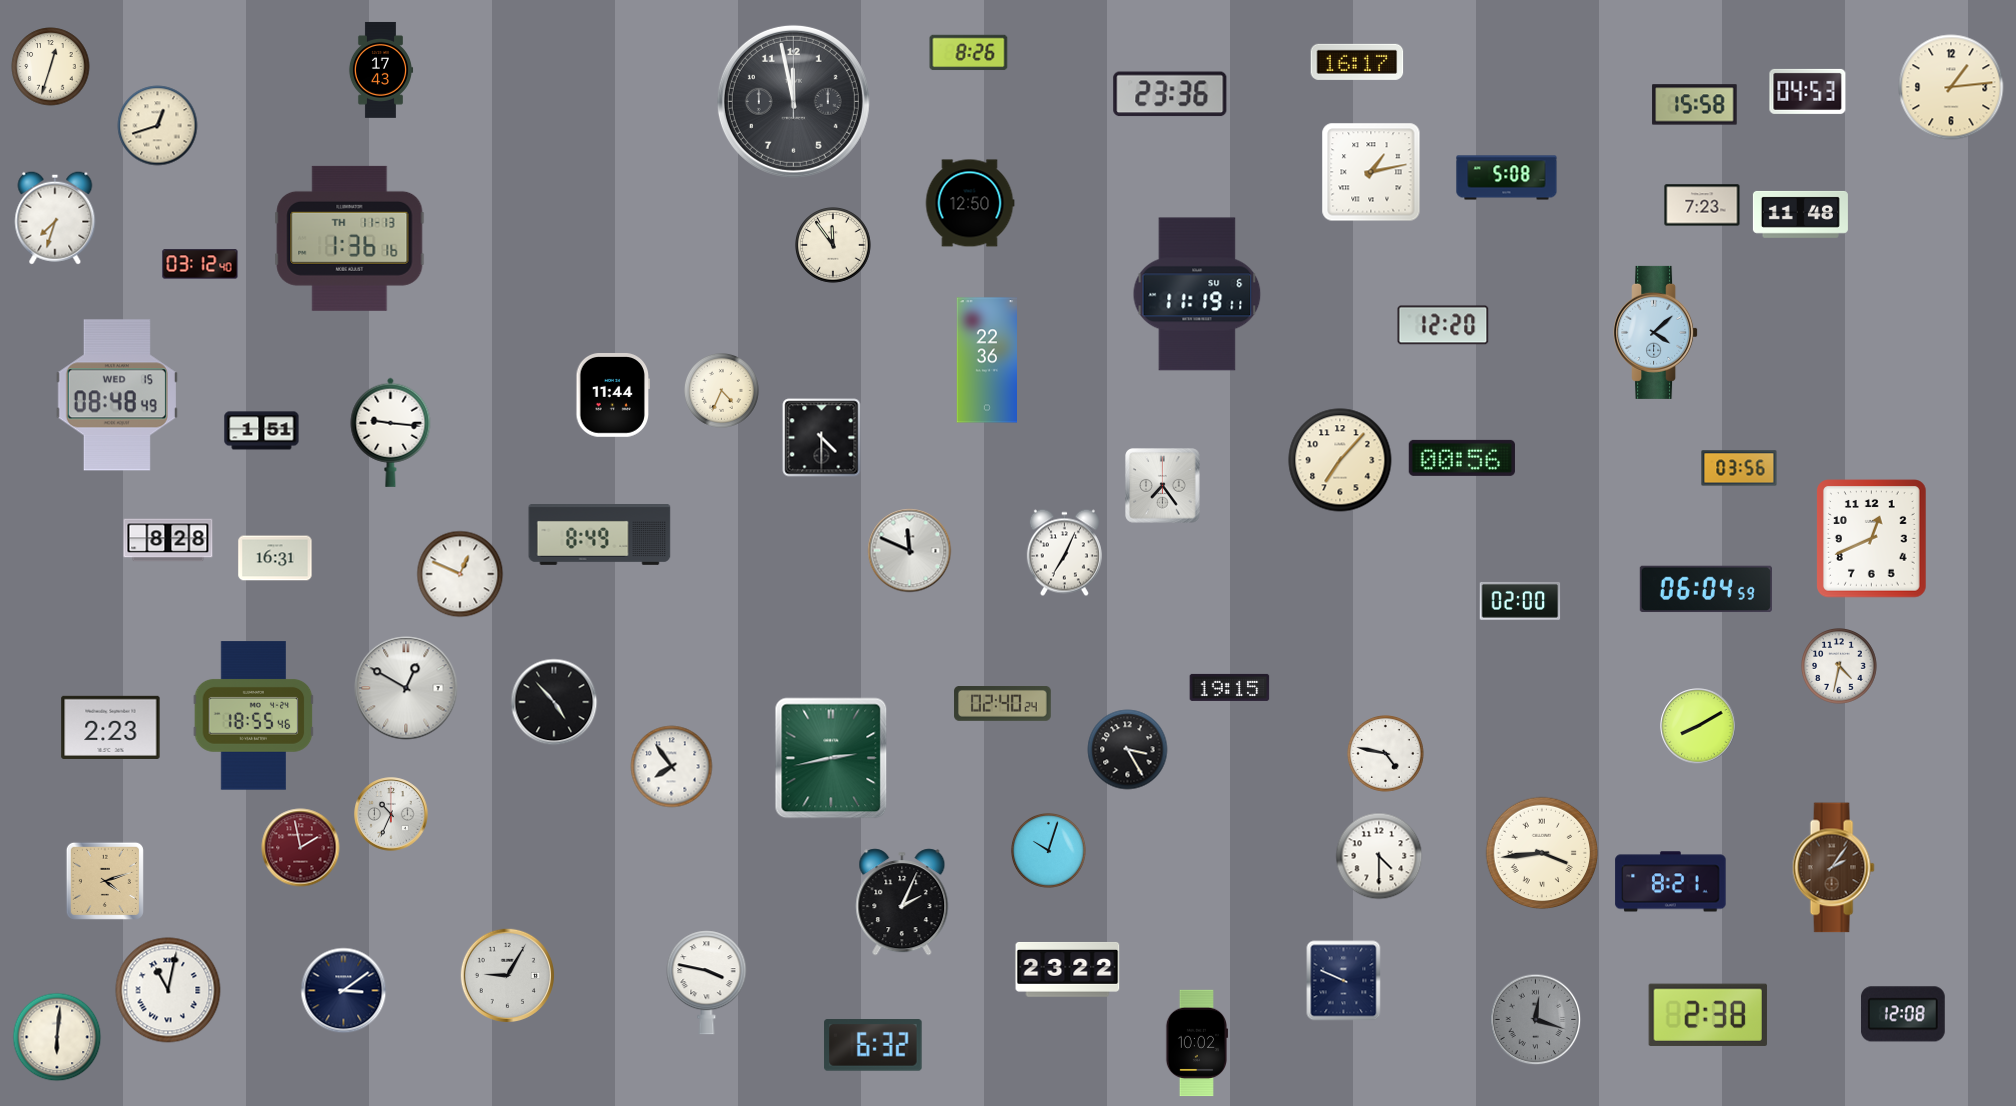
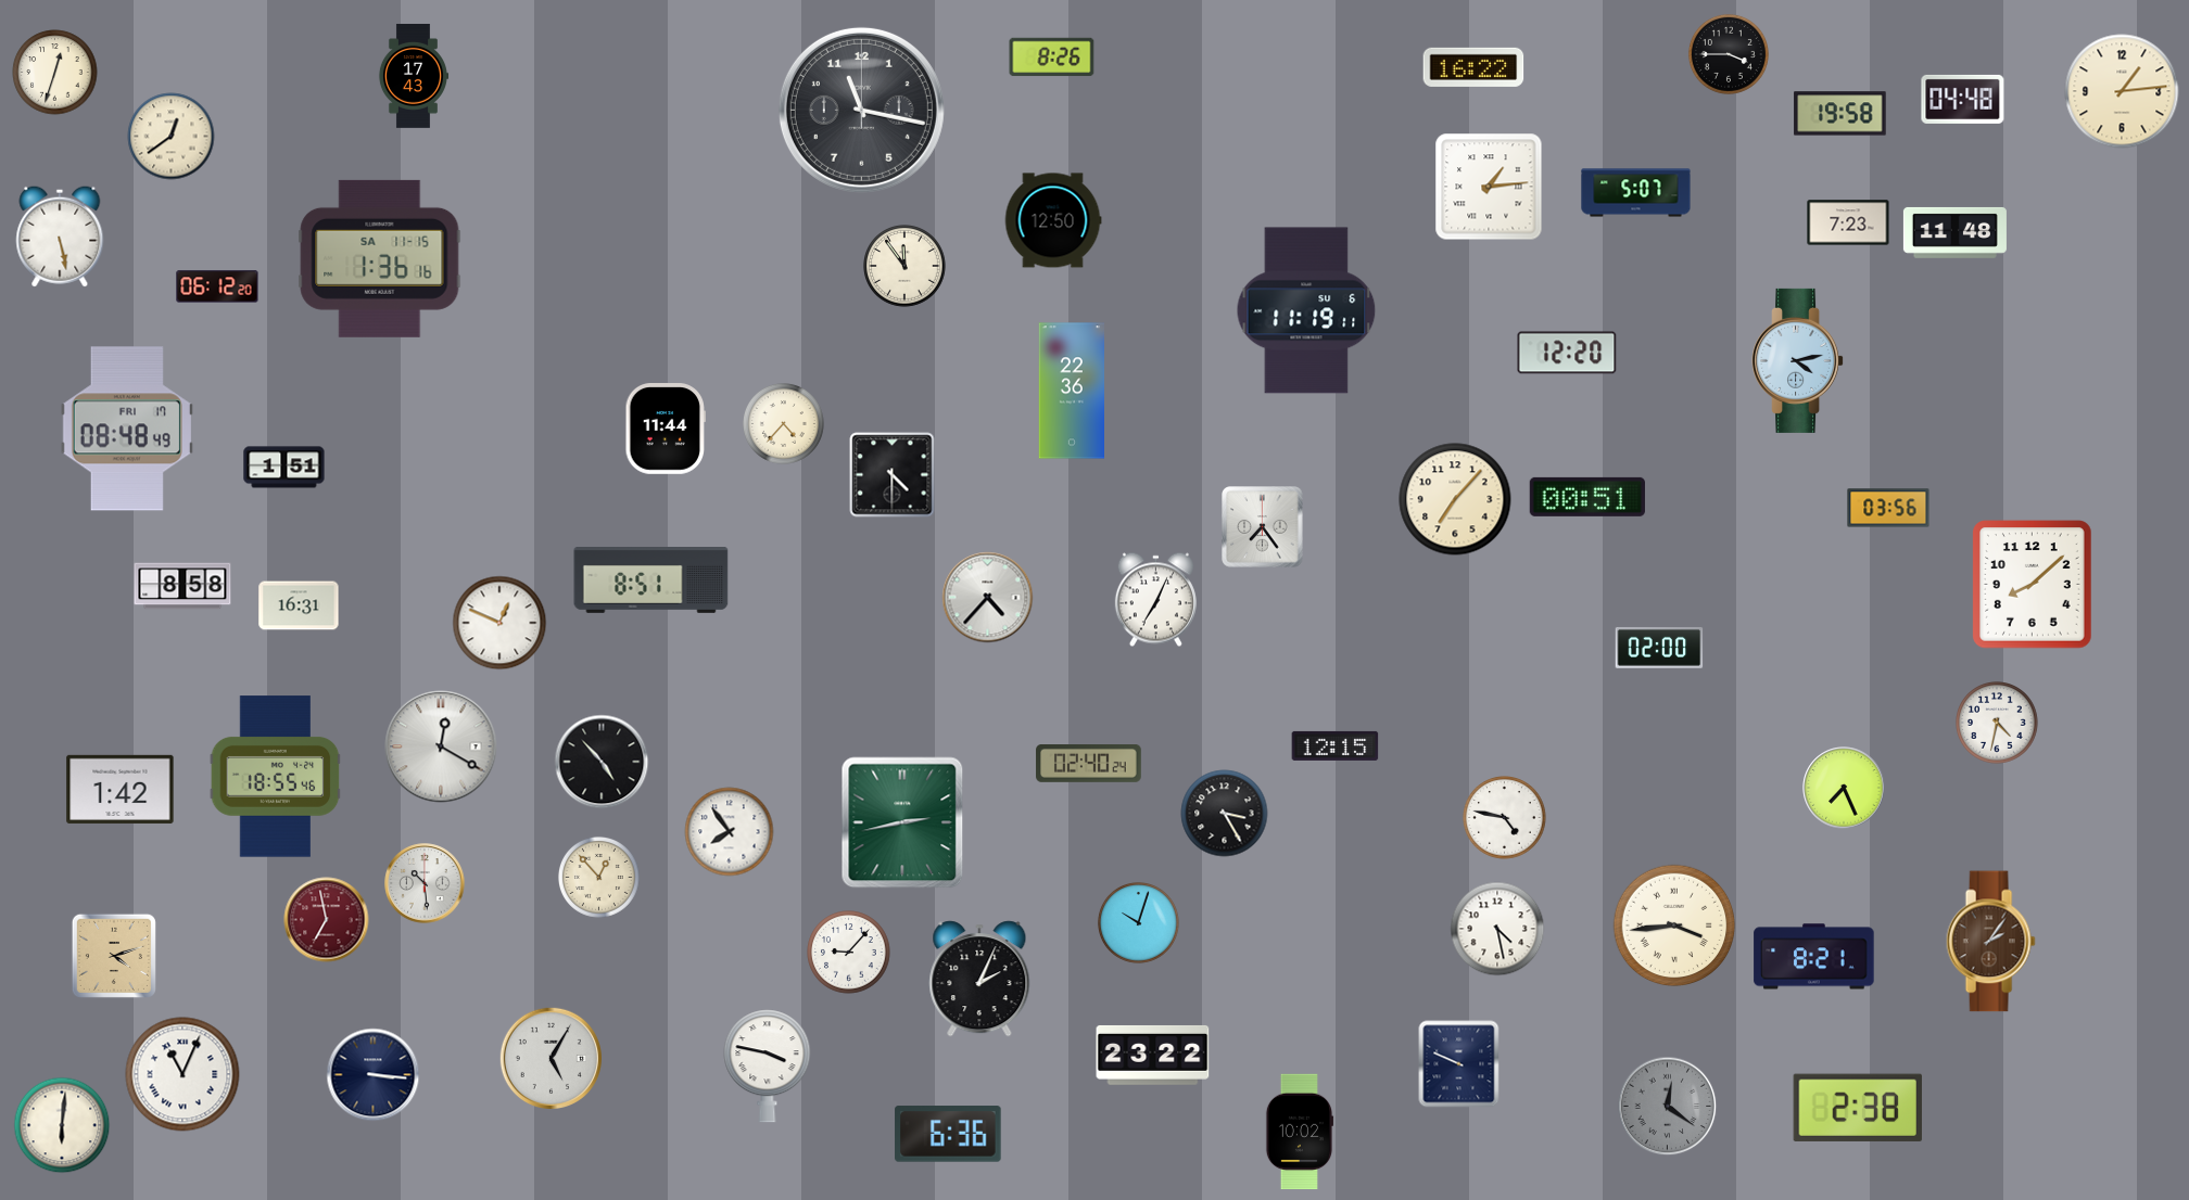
clock at (1729, 54): none -> 3:45
clock at (1357, 62): 16:17 -> 16:22
clock at (1951, 87) position: (1951, 87) -> (2122, 91)
clock at (1808, 91): 04:53 -> 04:48
clock at (1170, 94): 23:36 -> none
clock at (793, 101): 11:58 -> 11:17
clock at (1695, 105): 15:58 -> 19:58
clock at (158, 126): 12:42 -> 12:39
clock at (1371, 172): 1:13 -> 1:14
clock at (1507, 178): 5:08 -> 5:07
clock at (55, 218): 7:33 -> 5:28
clock at (350, 238) date: TH 11-13 -> SA 11-15
clock at (200, 264): 03:12 -> 06:12
clock at (1197, 294) position: (1197, 294) -> (1306, 310)
clock at (1656, 332): 4:08 -> 4:13
clock at (721, 390): 4:34 -> 4:37
clock at (117, 395) date: WED 15 -> FRI 17
clock at (391, 432): 9:16 -> none
clock at (1462, 458): 00:56 -> 00:51
clock at (600, 535): 8:49 -> 8:51
clock at (1872, 539): 12:41 -> 8:08
clock at (168, 540): 8:28 -> 8:58
clock at (910, 551): 11:49 -> 4:37
clock at (1706, 589): 06:04 -> none
clock at (1520, 601) position: (1520, 601) -> (1659, 648)
clock at (1230, 687): 19:15 -> 12:15
clock at (406, 688): 12:50 -> 12:20
clock at (1698, 726): 8:10 -> 7:26
clock at (111, 727): 2:23 -> 1:42
clock at (598, 877): none -> 12:53
clock at (391, 814): 10:34 -> 10:29
clock at (301, 848): 1:58 -> 6:58
clock at (1379, 856): 4:30 -> 4:28
clock at (849, 953): none -> 9:07
clock at (1068, 969) position: (1068, 969) -> (1153, 1055)
clock at (507, 975): 9:05 -> 5:05
clock at (168, 990): 11:02 -> 11:04
clock at (344, 991): 3:09 -> 3:16
clock at (1903, 1014): 12:08 -> none
clock at (1708, 1015) position: (1708, 1015) -> (1858, 1108)
clock at (1536, 1020): 12:18 -> 12:21
clock at (873, 1045): 6:32 -> 6:36
